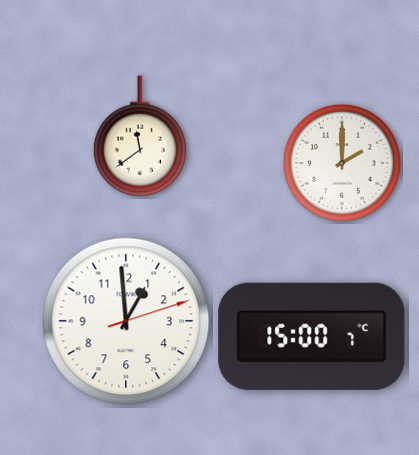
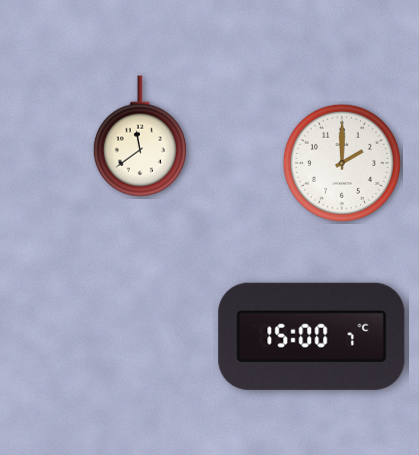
clock at (126, 321): 12:59 -> none
